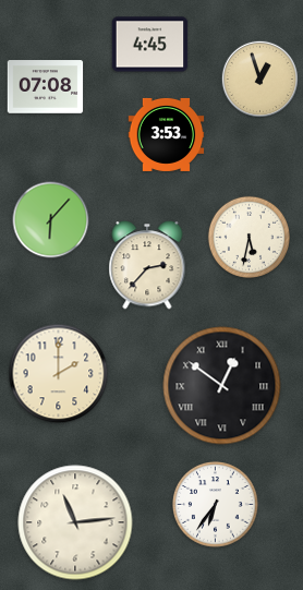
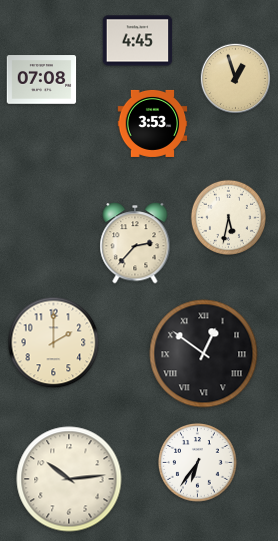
clock at (259, 79) position: (259, 79) -> (235, 78)
clock at (51, 220): 6:07 -> none
clock at (75, 522): 11:14 -> 10:14
